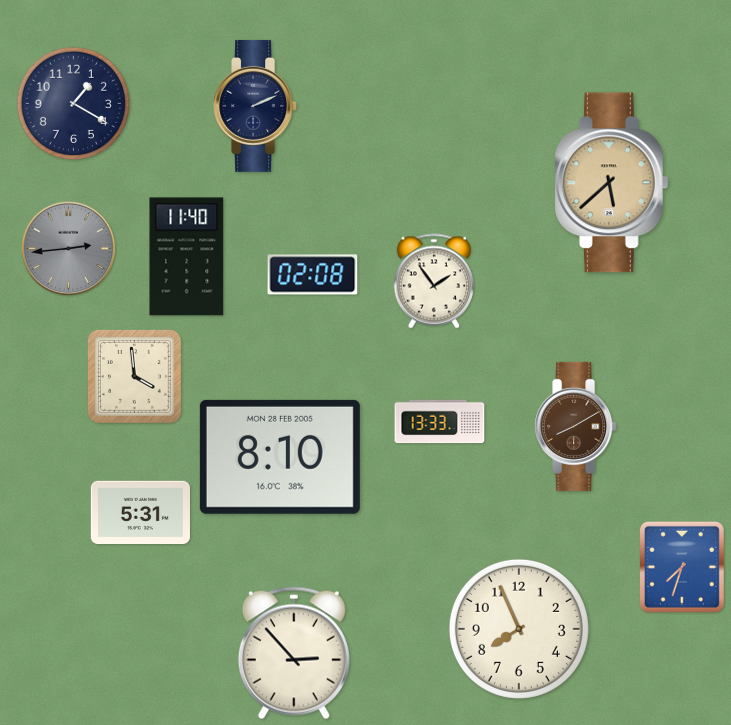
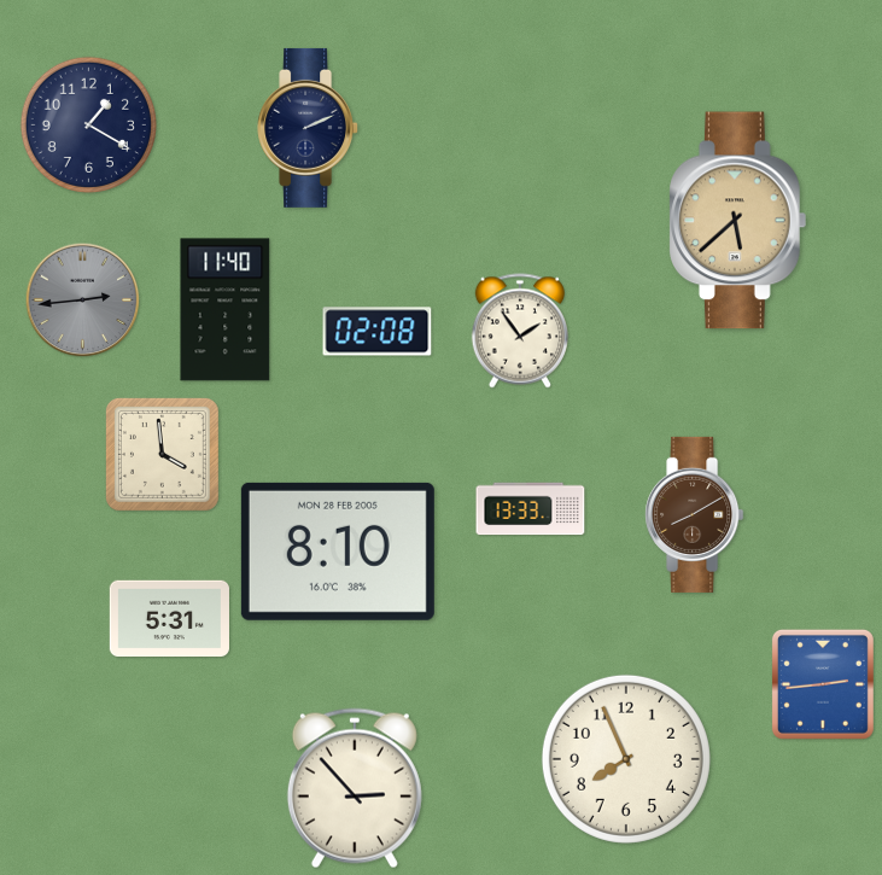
clock at (433, 281) position: (433, 281) -> (519, 331)
clock at (682, 567): 7:33 -> 2:44
